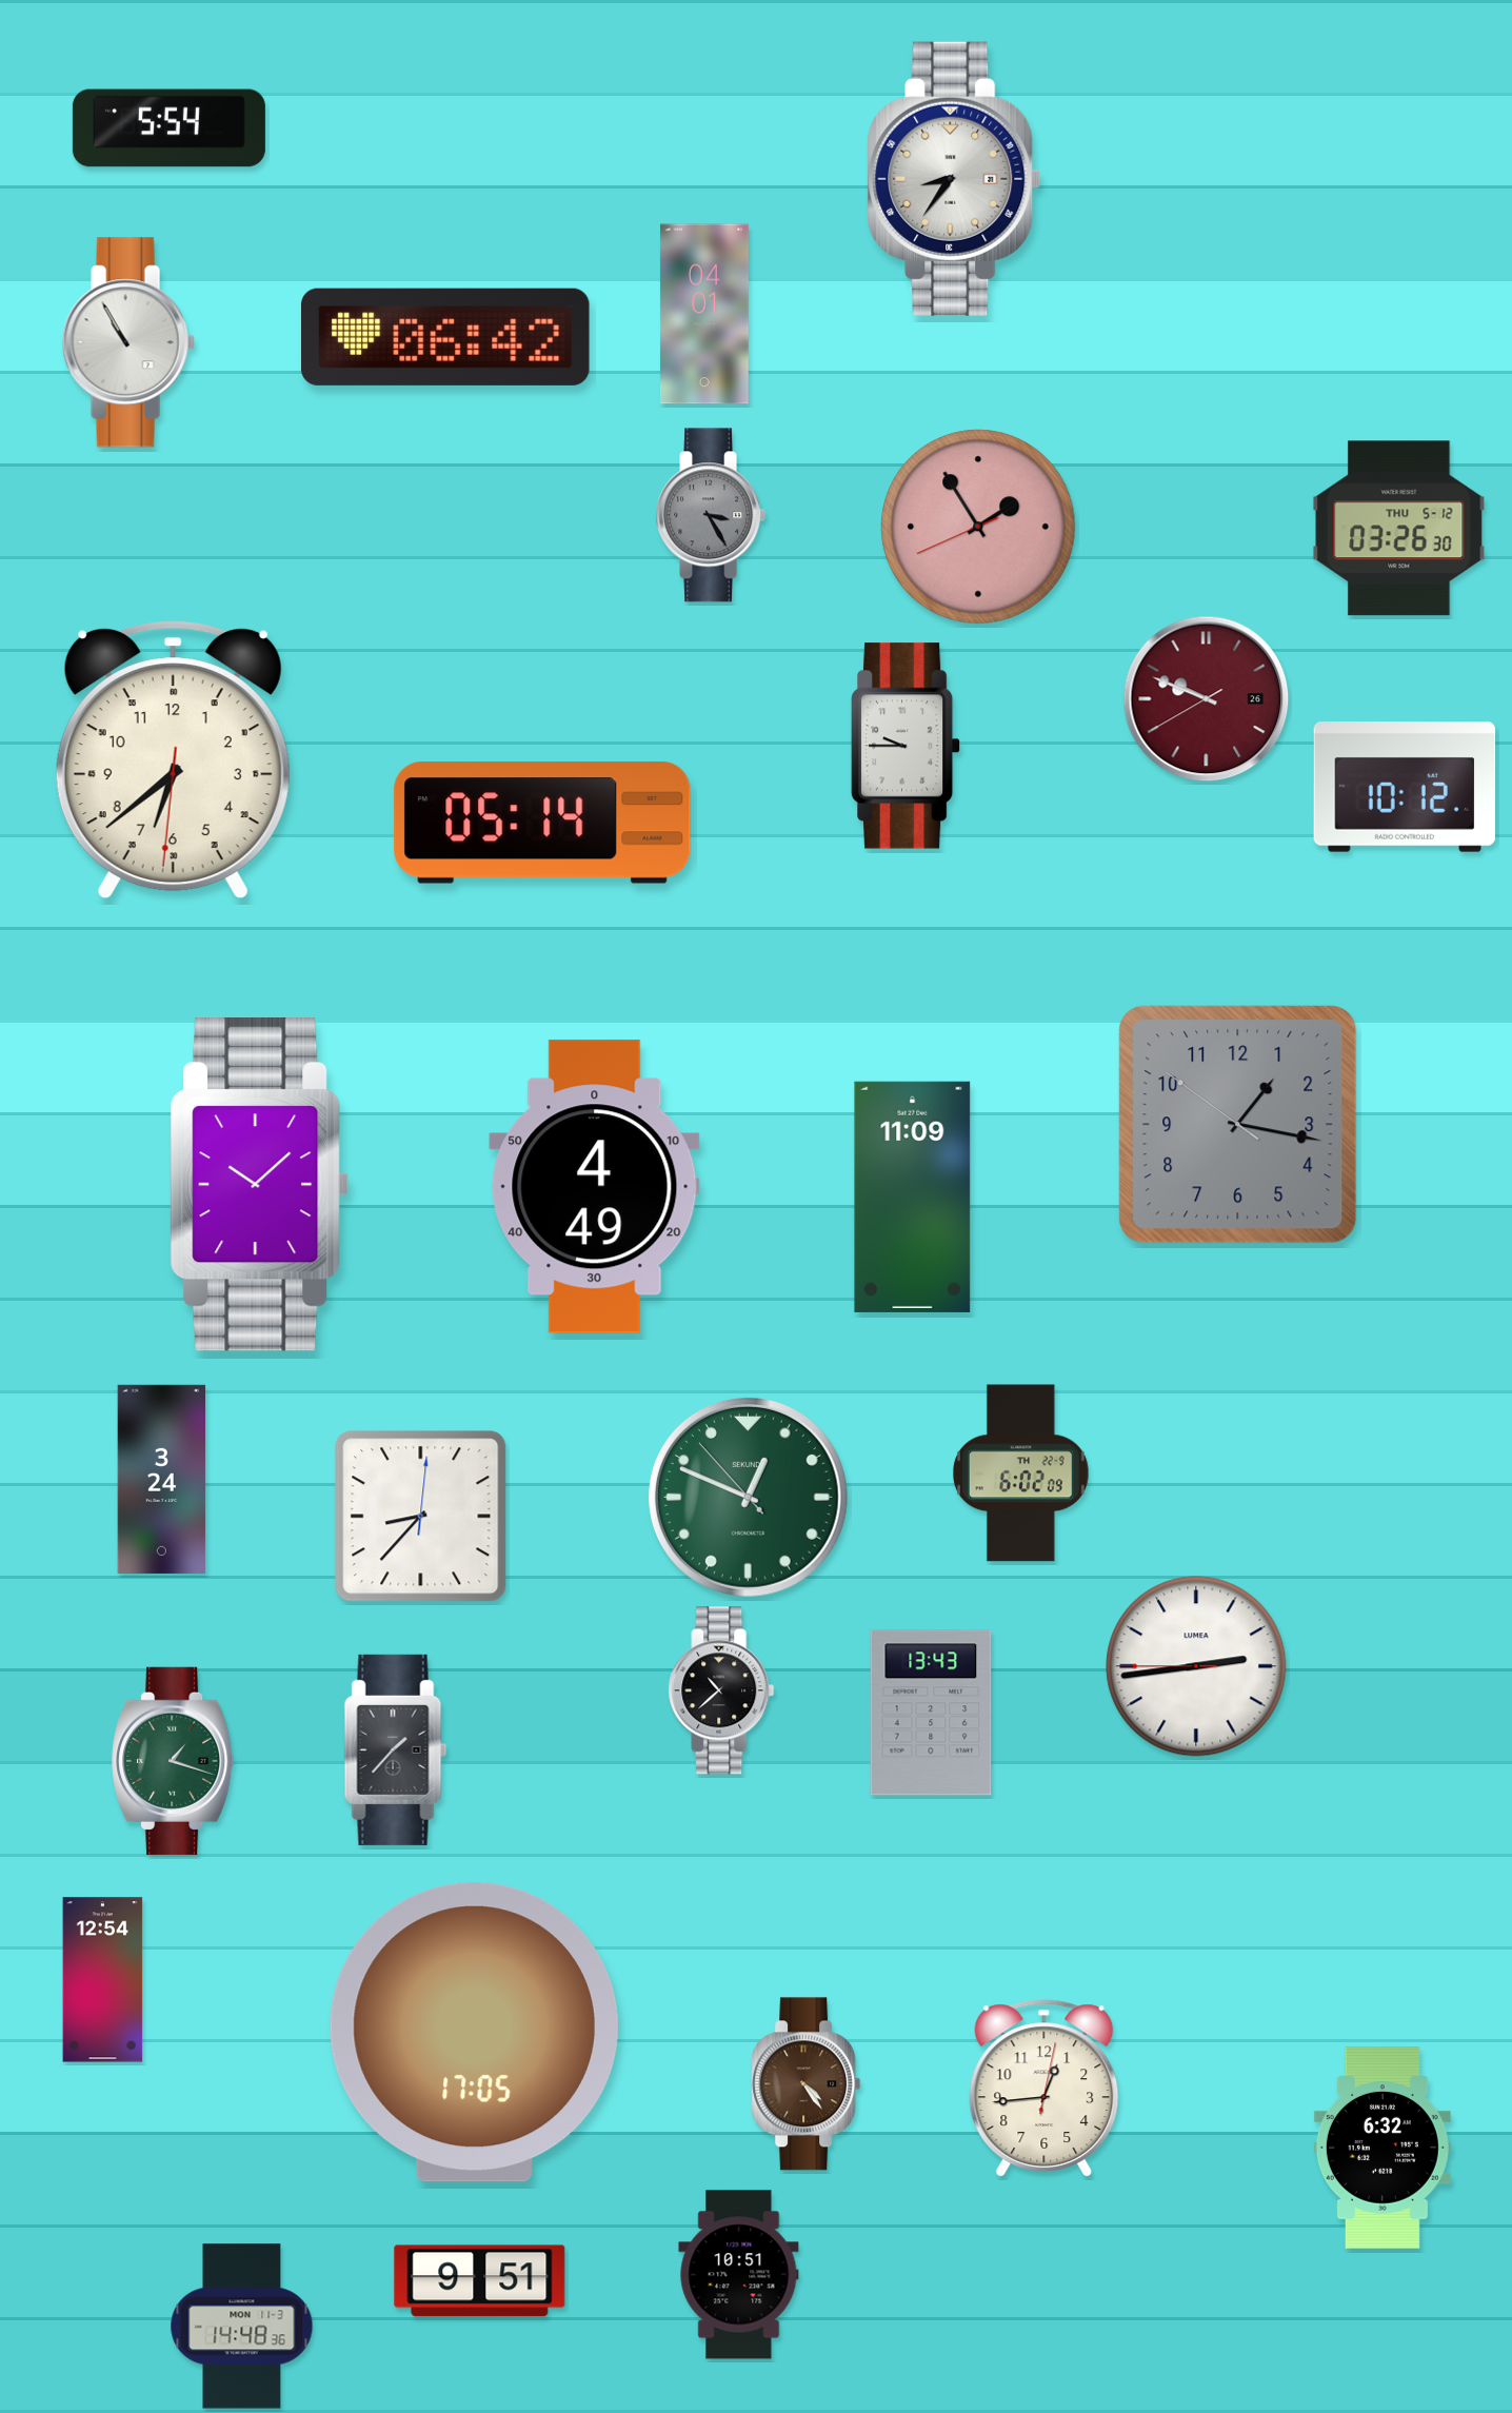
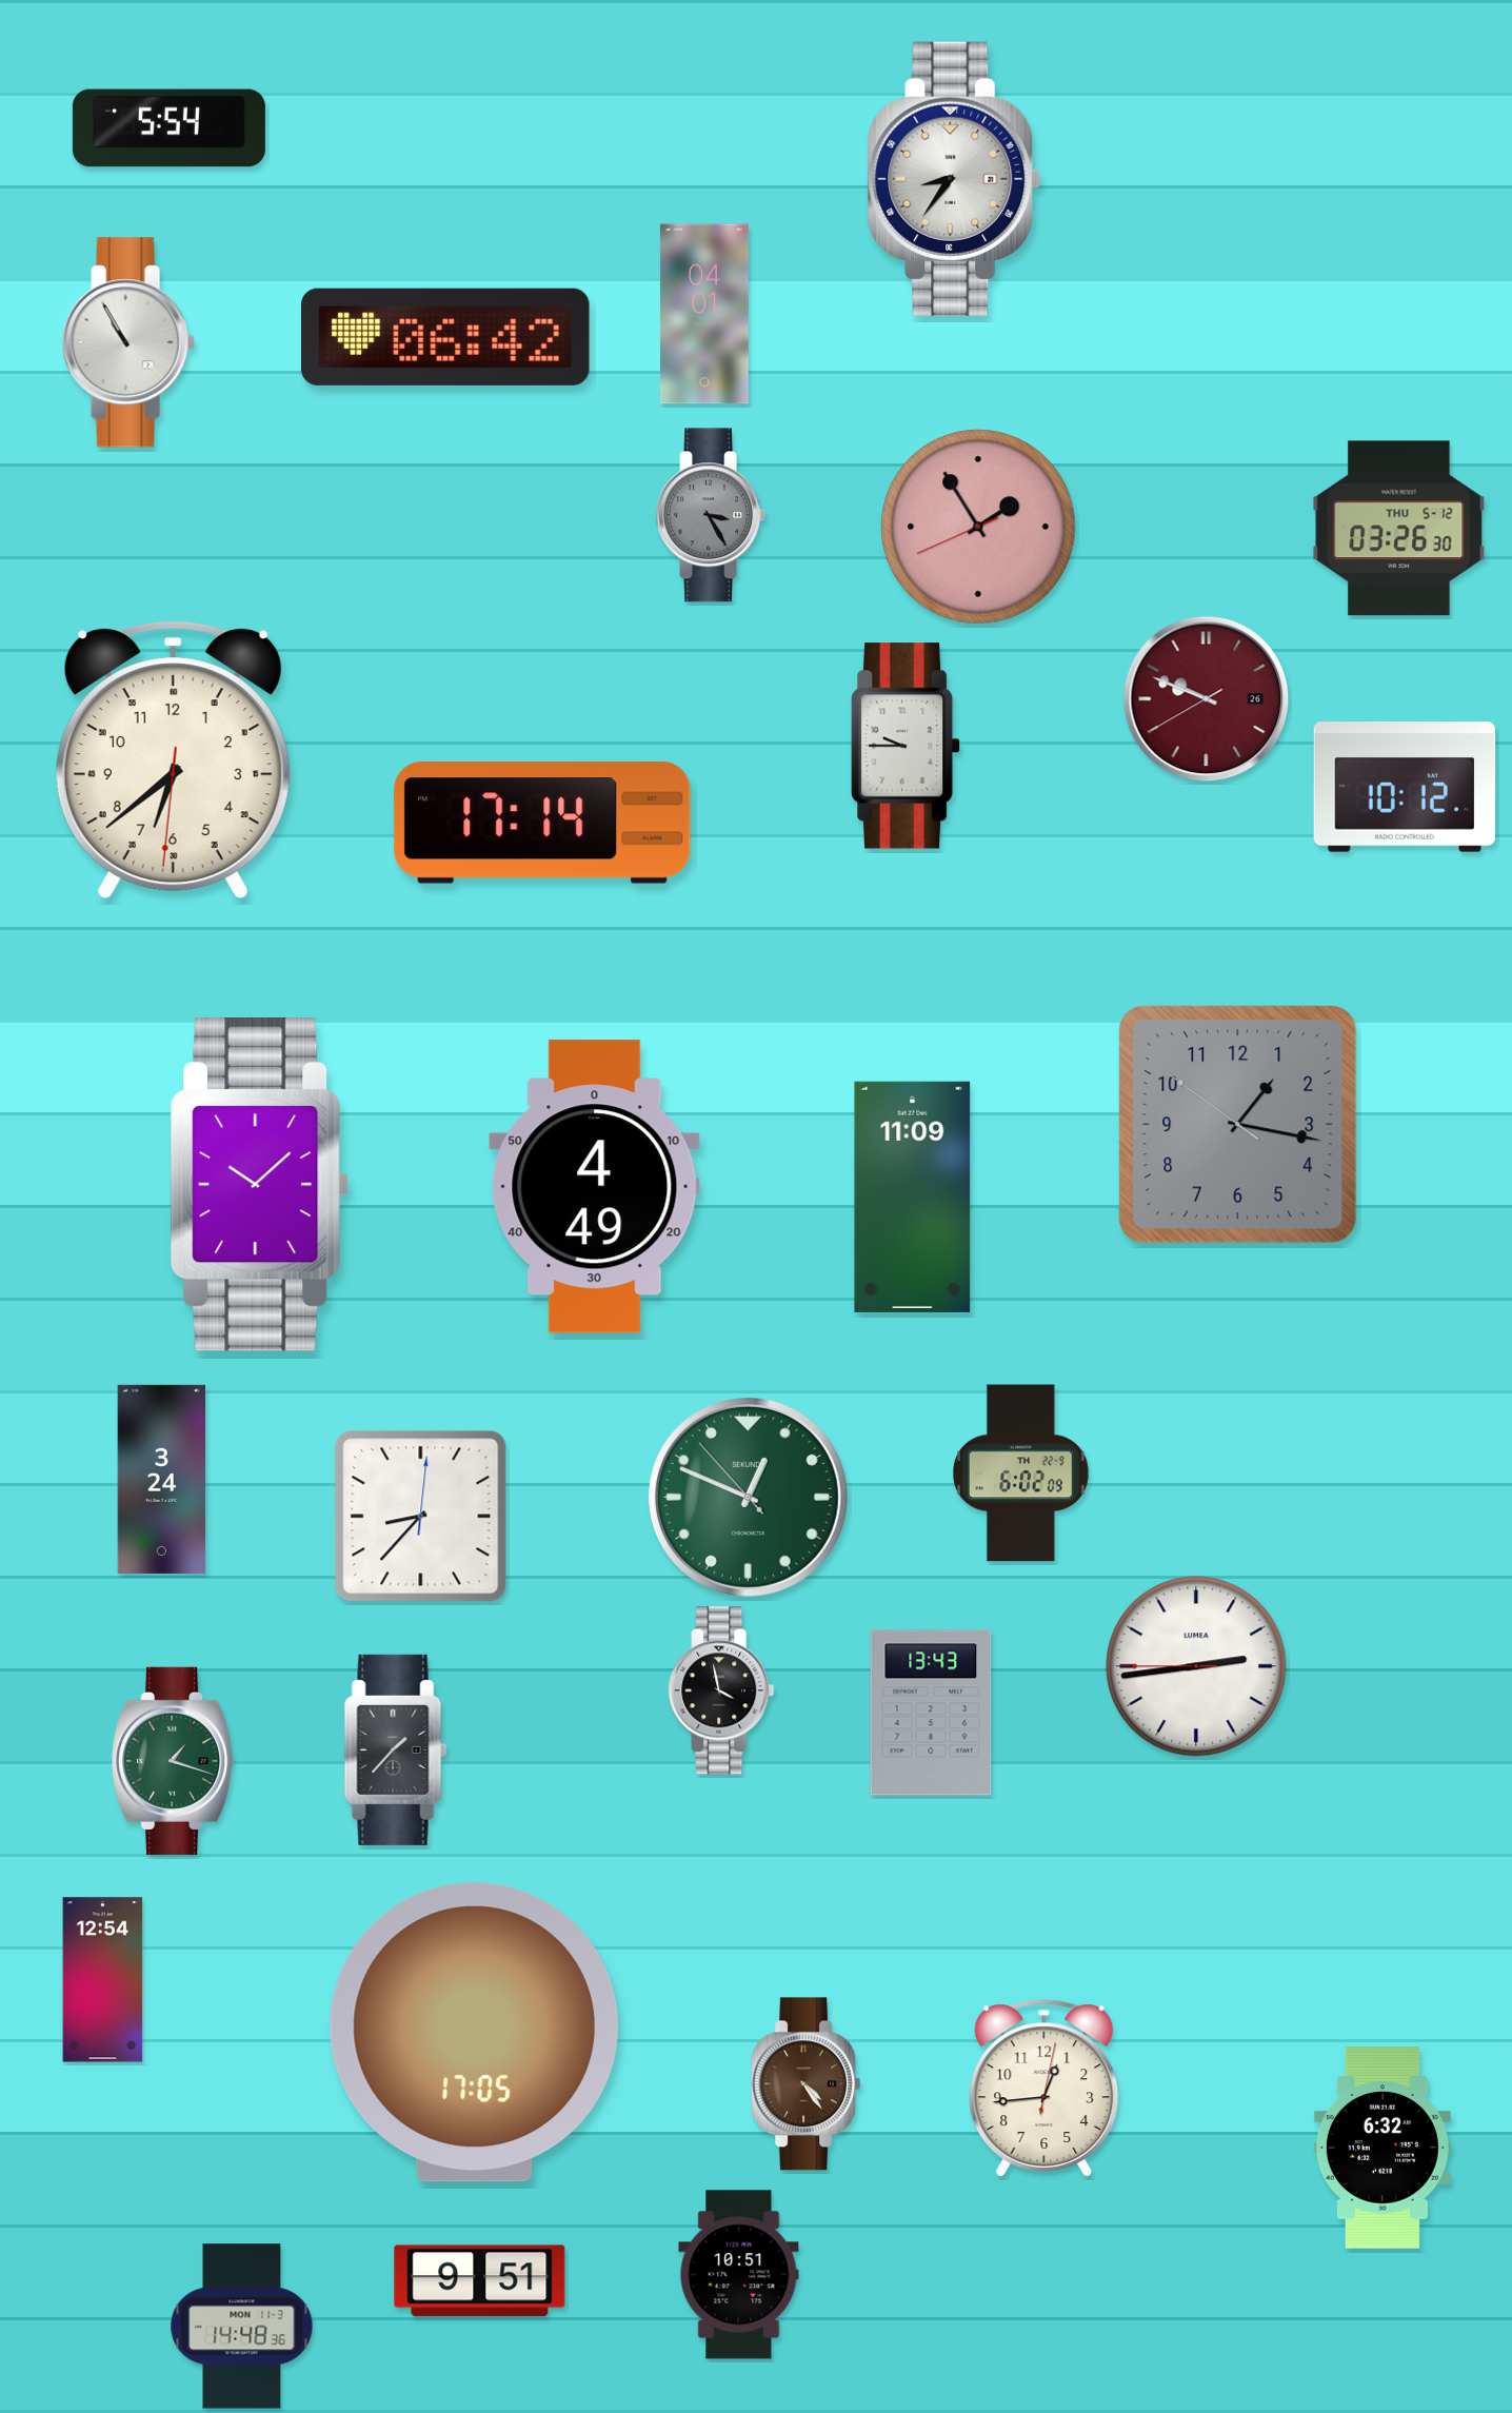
clock at (542, 824): 05:14 -> 17:14
clock at (721, 1690): 10:38 -> 3:58
